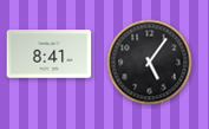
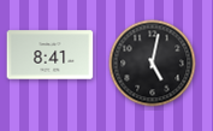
clock at (150, 63): 5:06 -> 5:02
